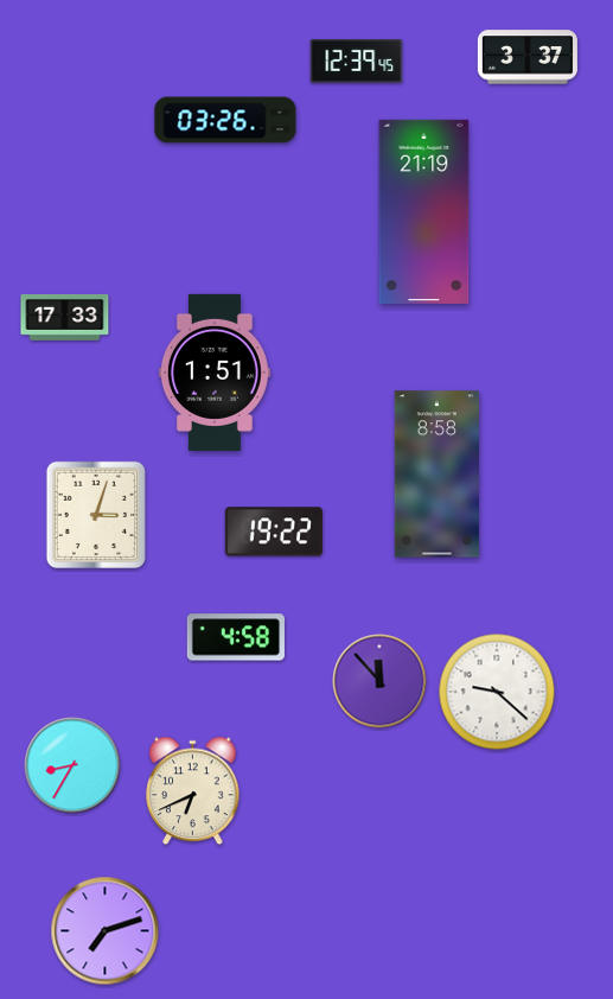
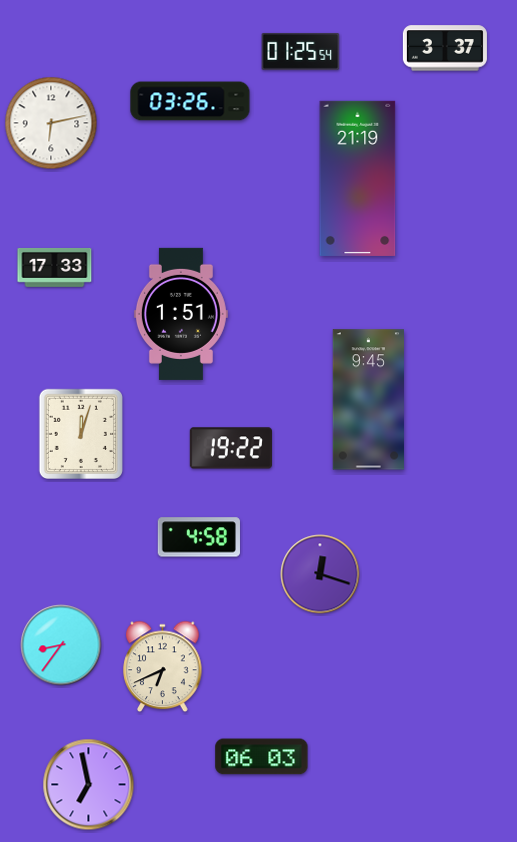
clock at (357, 61): 12:39 -> 01:25
clock at (51, 123): none -> 6:13
clock at (436, 475): 8:58 -> 9:45
clock at (95, 514): 3:03 -> 12:03
clock at (379, 681): 11:53 -> 12:18
clock at (497, 692): 9:22 -> none
clock at (72, 765): 8:35 -> 8:36
clock at (262, 757): none -> 06:03
clock at (106, 931): 7:12 -> 6:58
